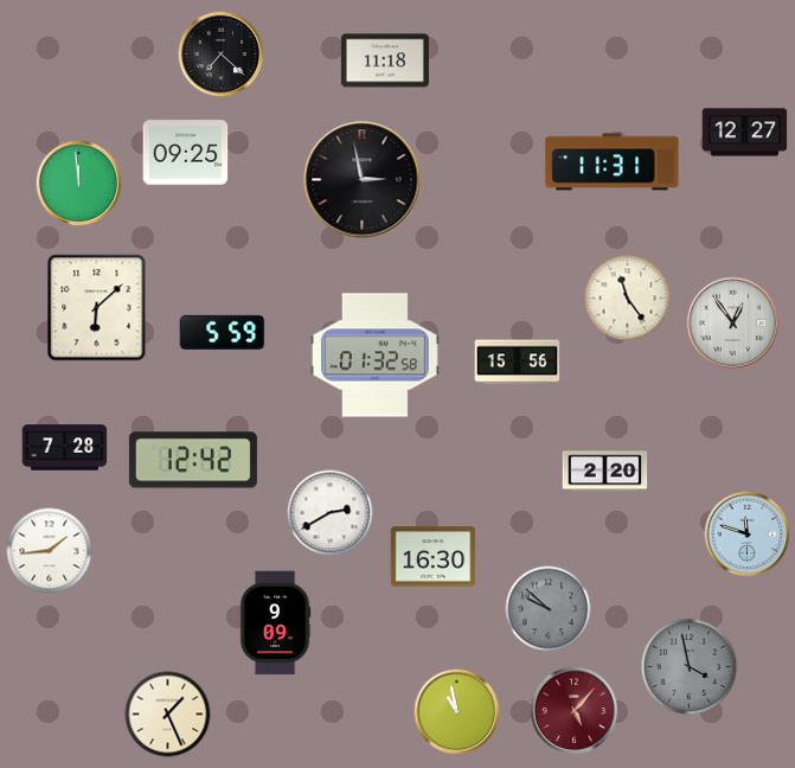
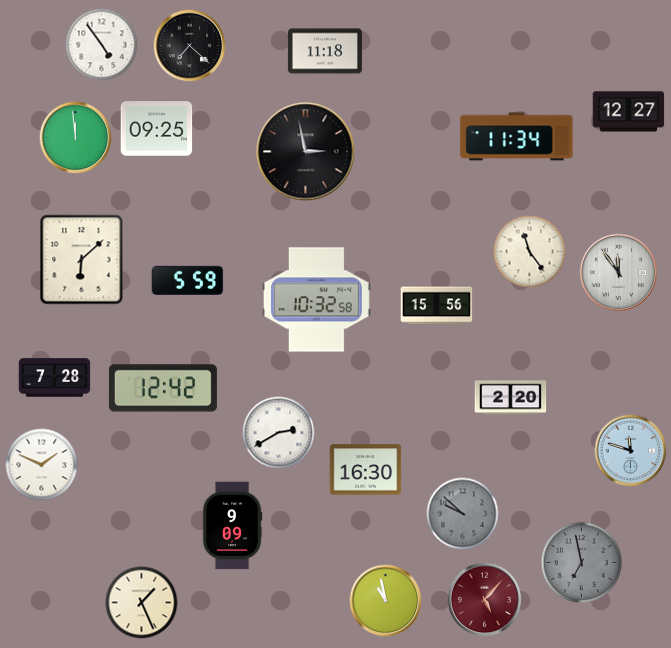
clock at (102, 45): none -> 4:54
clock at (222, 55) position: (222, 55) -> (190, 46)
clock at (613, 162): 11:31 -> 11:34
clock at (79, 184) position: (79, 184) -> (76, 138)
clock at (733, 324): 12:54 -> 11:54
clock at (374, 356): 01:32 -> 10:32
clock at (50, 551): 1:44 -> 1:49
clock at (690, 667): 3:58 -> 6:58
